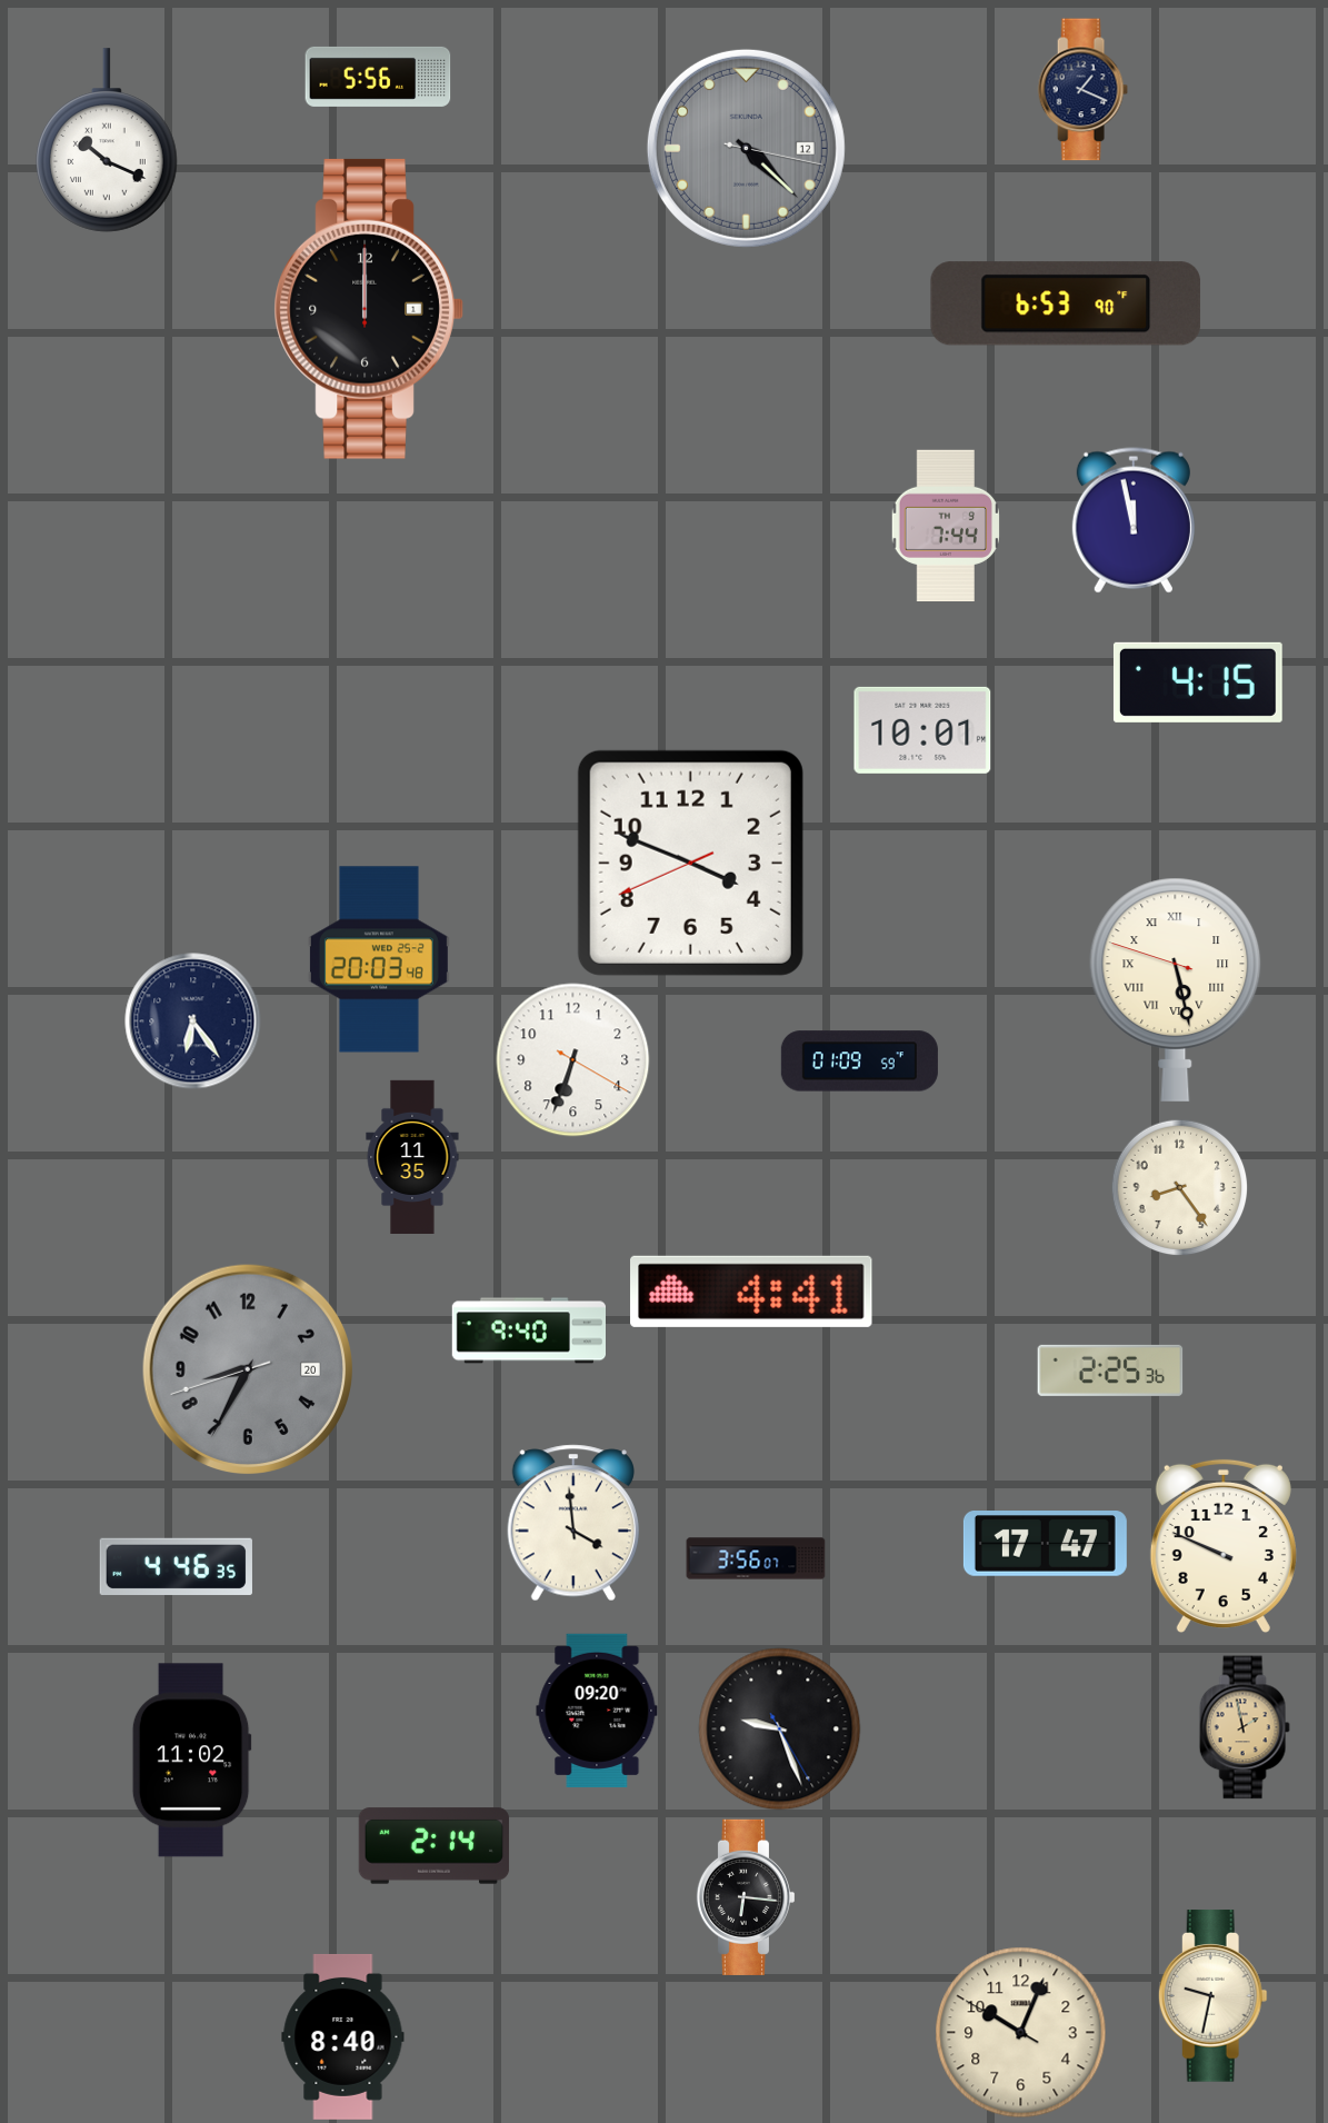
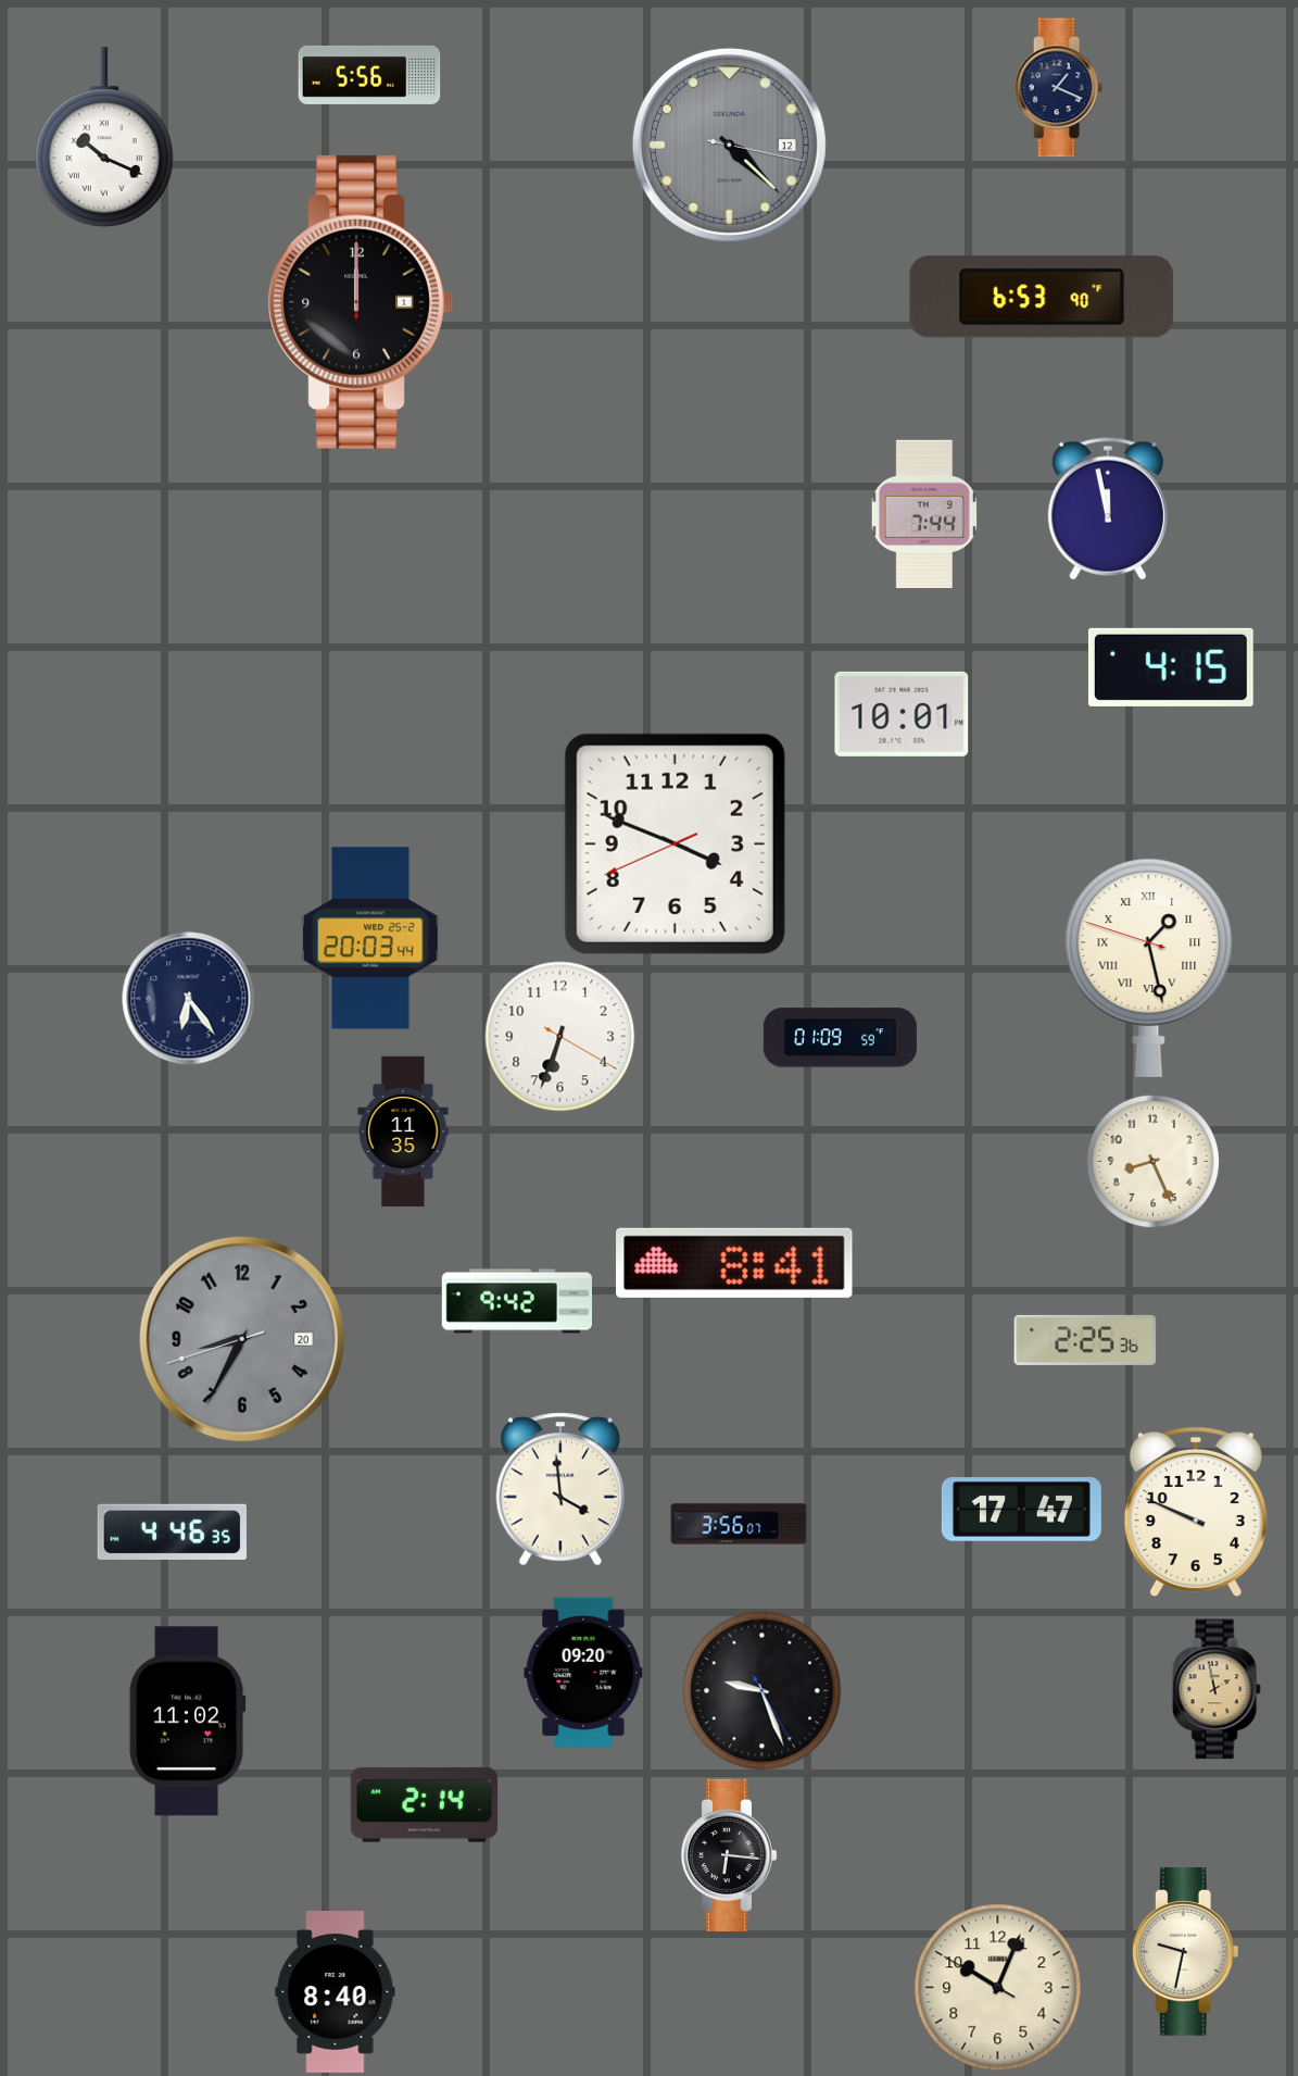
clock at (379, 959): 20:03:48 -> 20:03:44
clock at (1176, 989): 5:27 -> 1:27
clock at (1179, 1187): 8:24 -> 8:26
clock at (751, 1292): 4:41 -> 8:41
clock at (528, 1330): 9:40 -> 9:42
